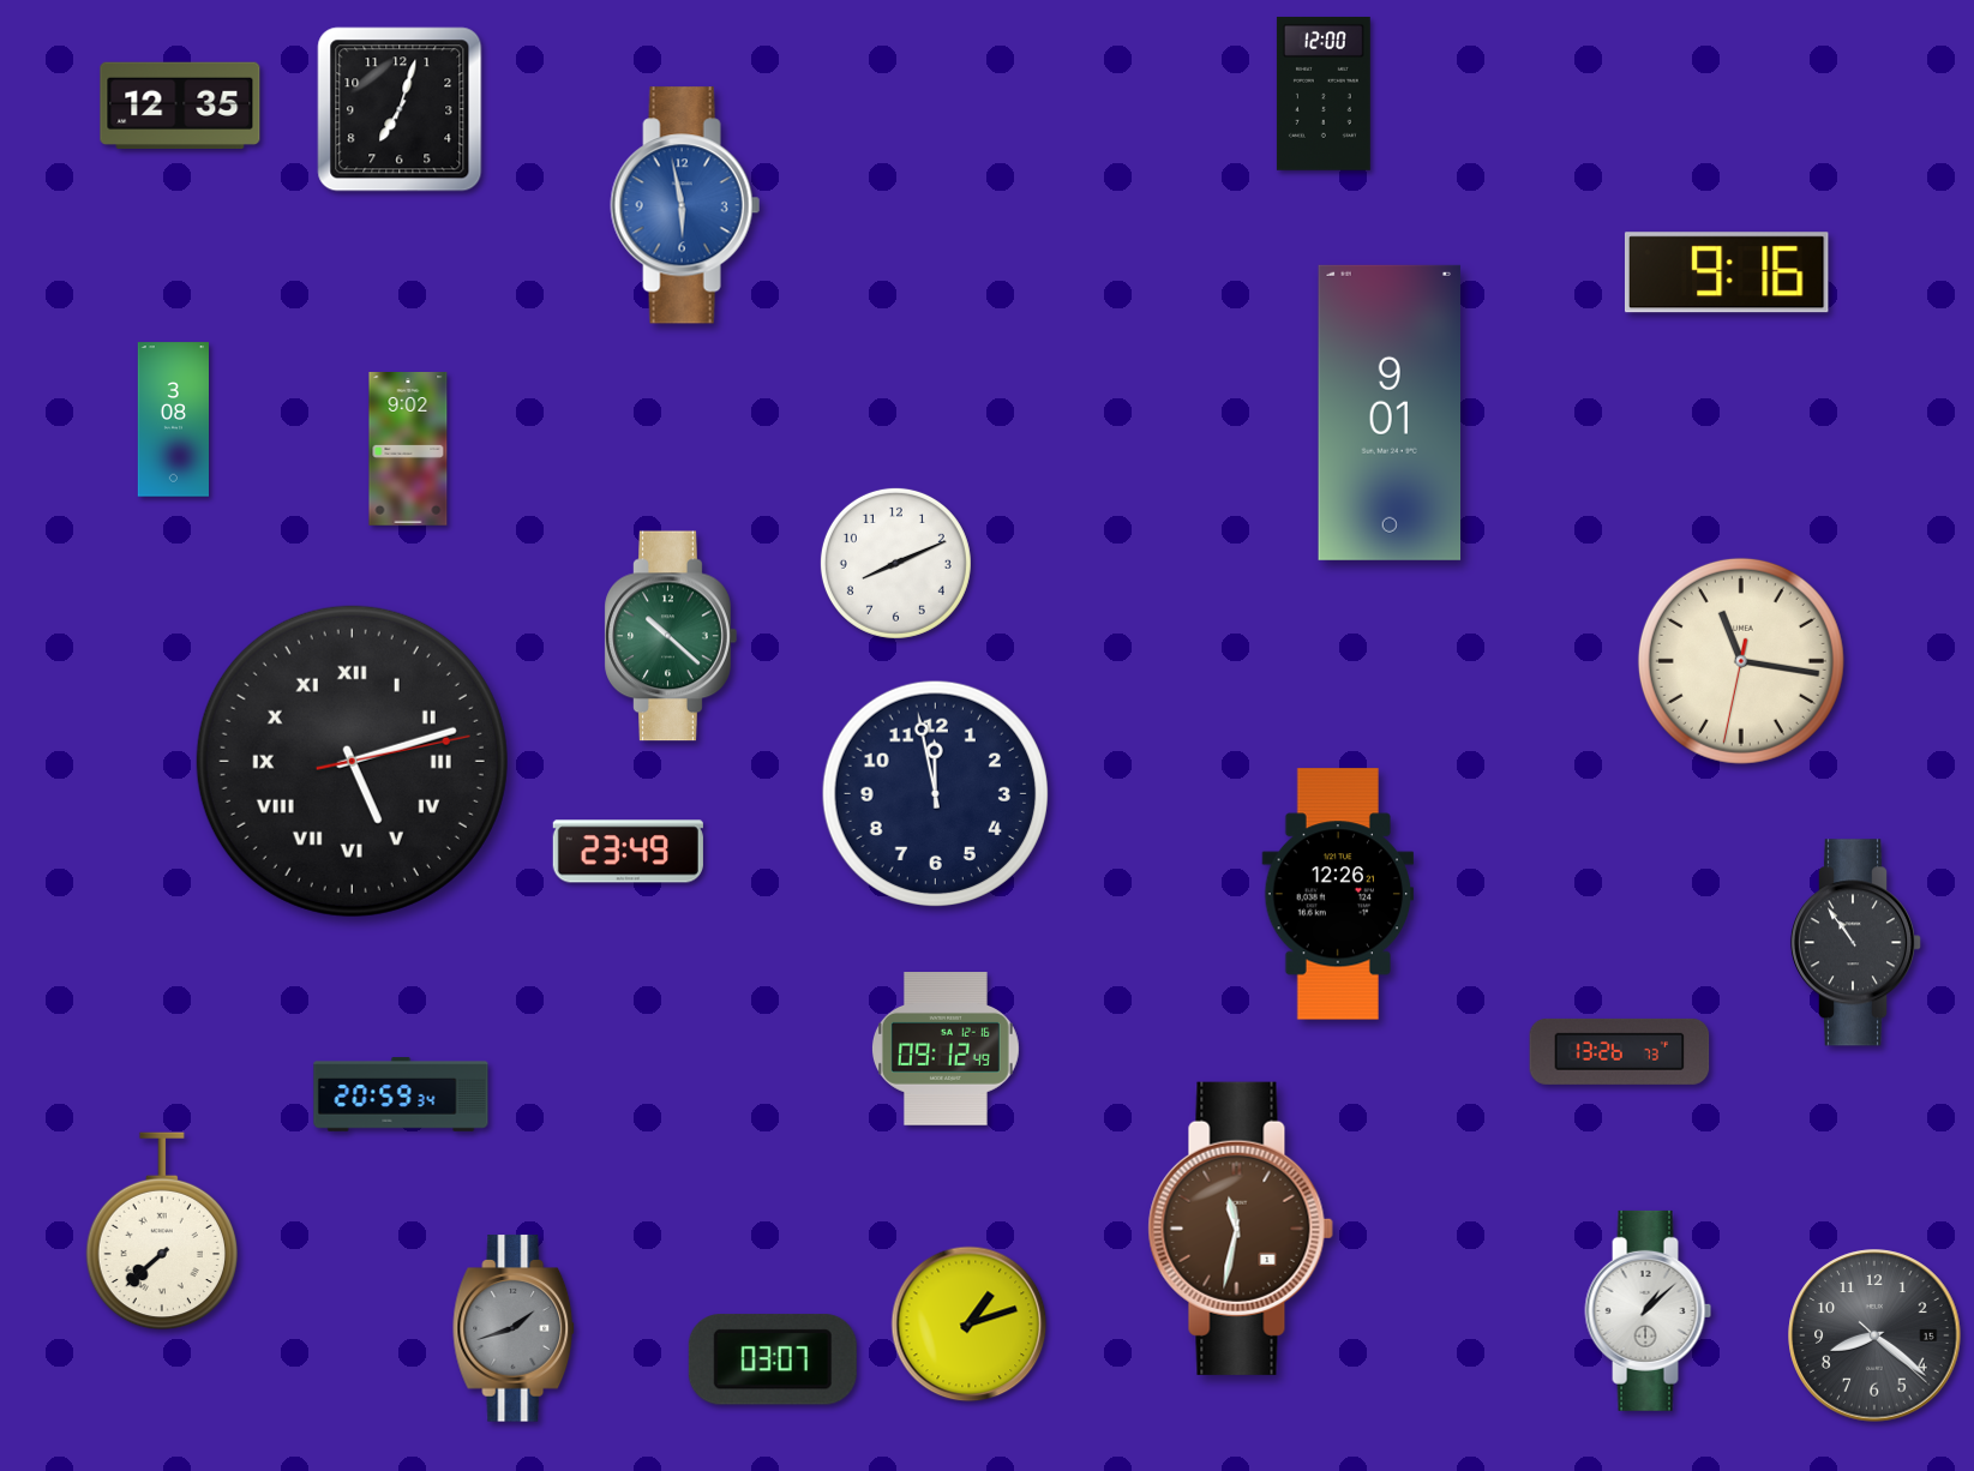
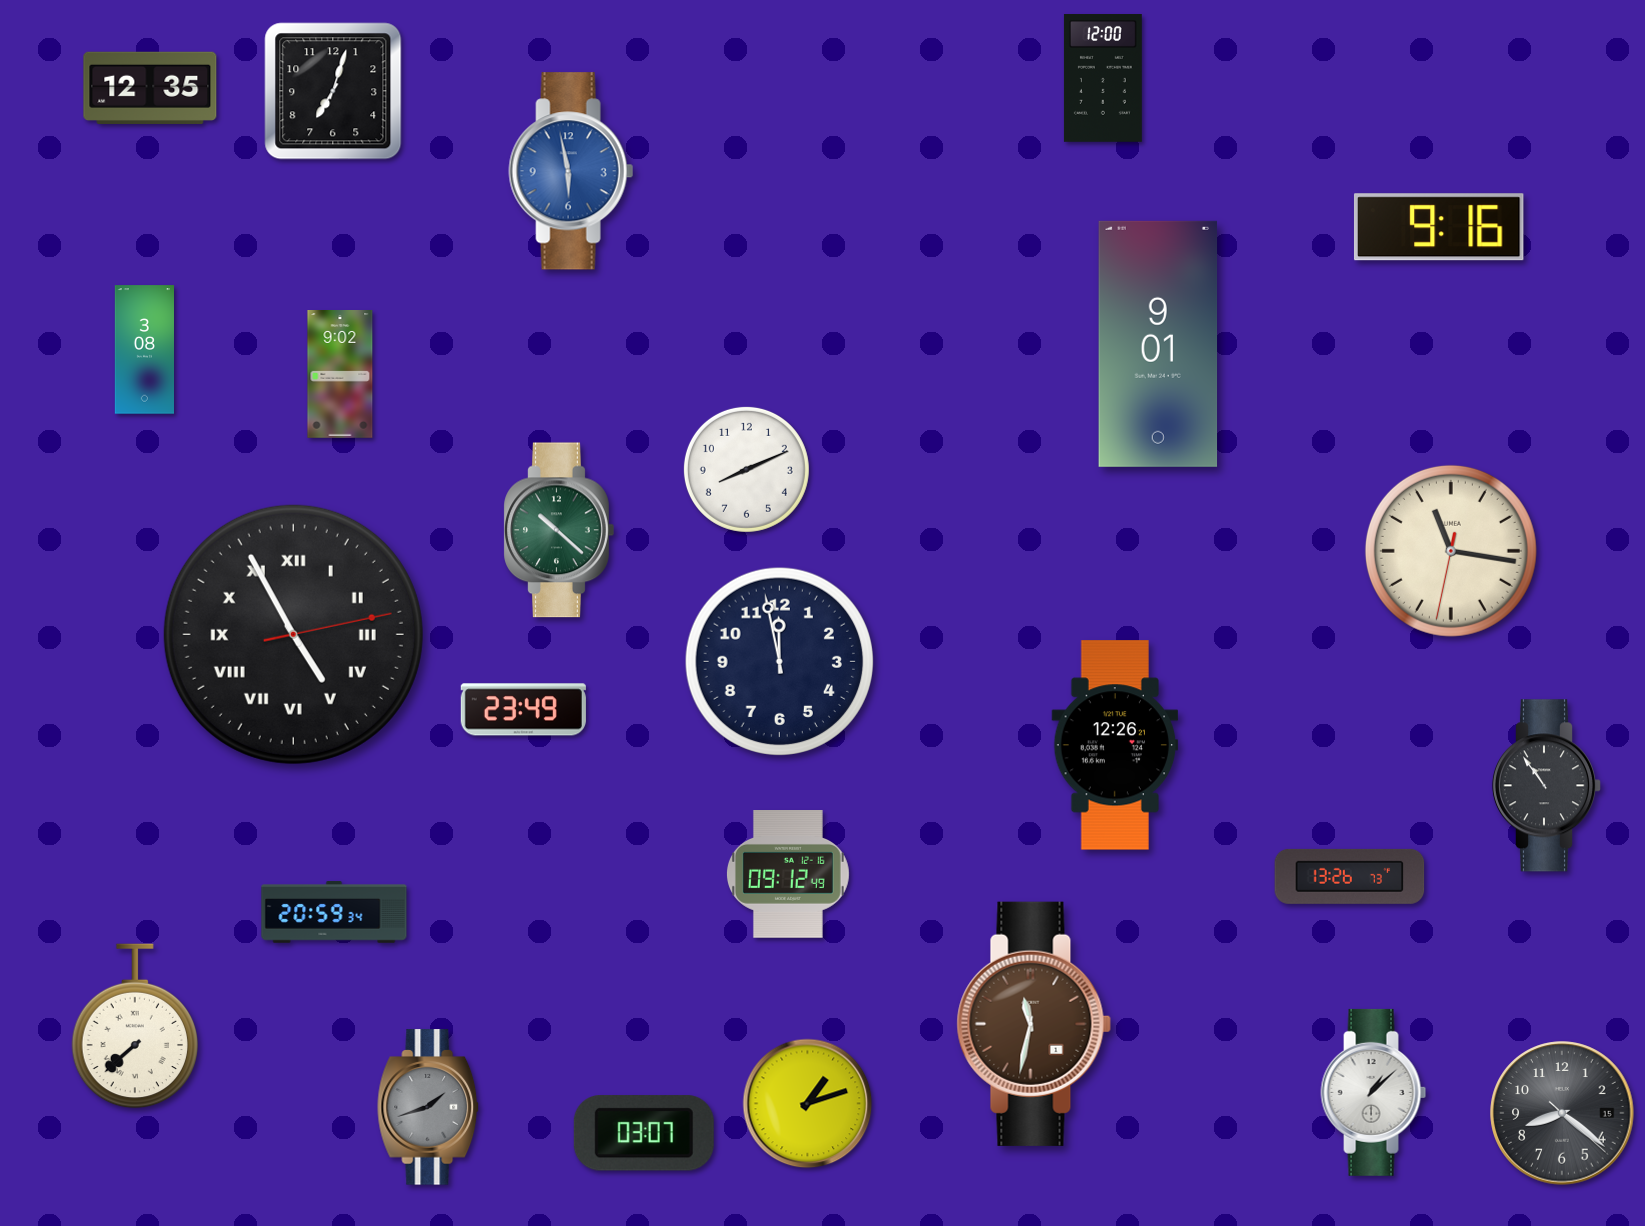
clock at (352, 761): 5:12 -> 4:55
